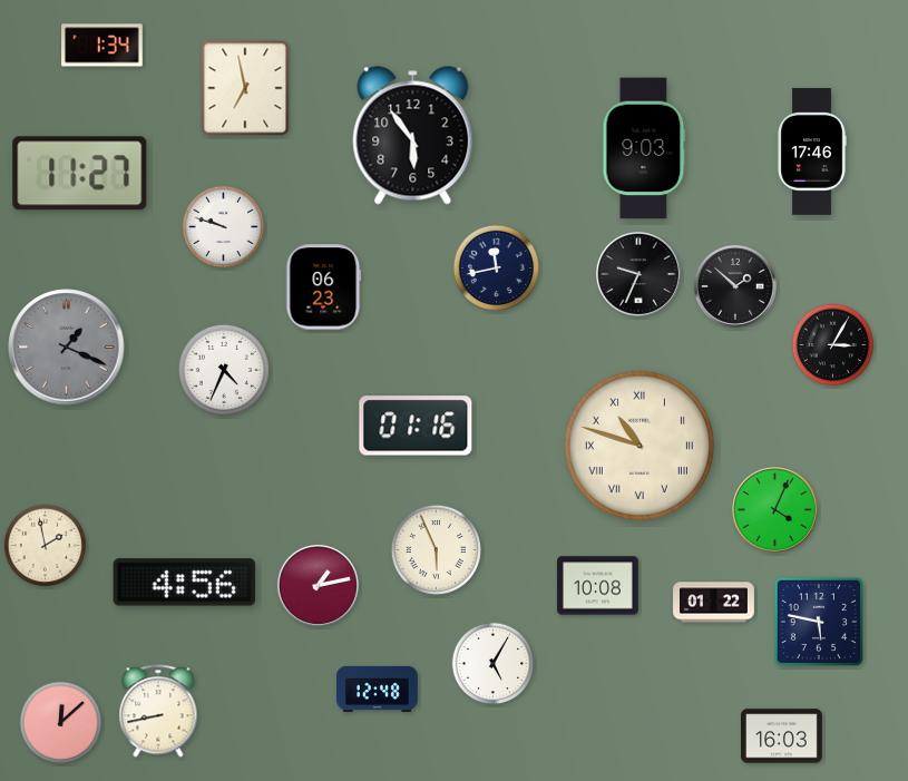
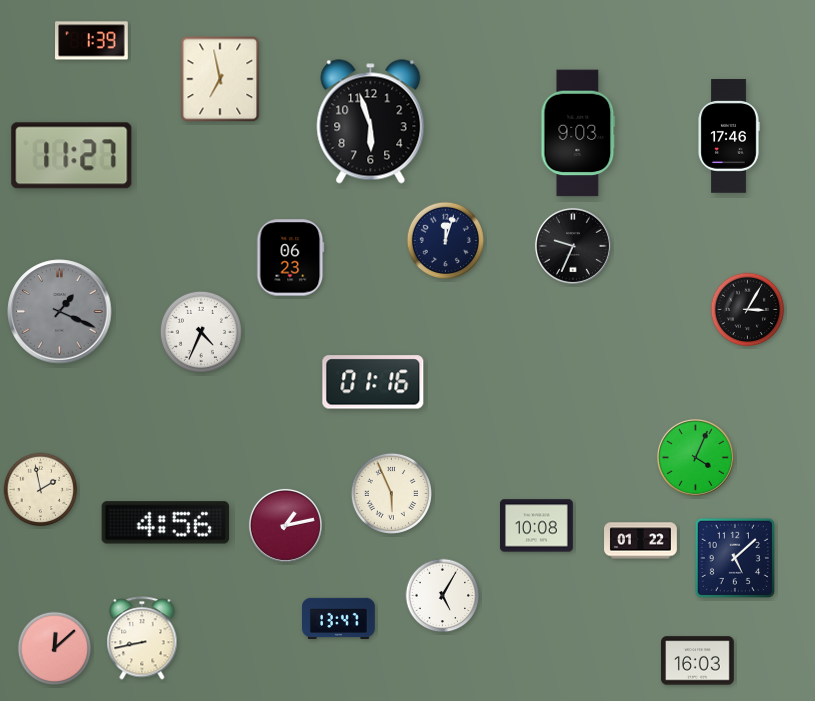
clock at (102, 46): 1:34 -> 1:39
clock at (413, 136): 5:54 -> 5:57
clock at (224, 227): 9:48 -> none
clock at (497, 269): 11:43 -> 12:03
clock at (735, 286): 1:52 -> none
clock at (639, 446): 10:48 -> none
clock at (819, 622): 5:47 -> 5:08
clock at (378, 689): 12:48 -> 13:47
clock at (782, 736) position: (782, 736) -> (698, 661)
